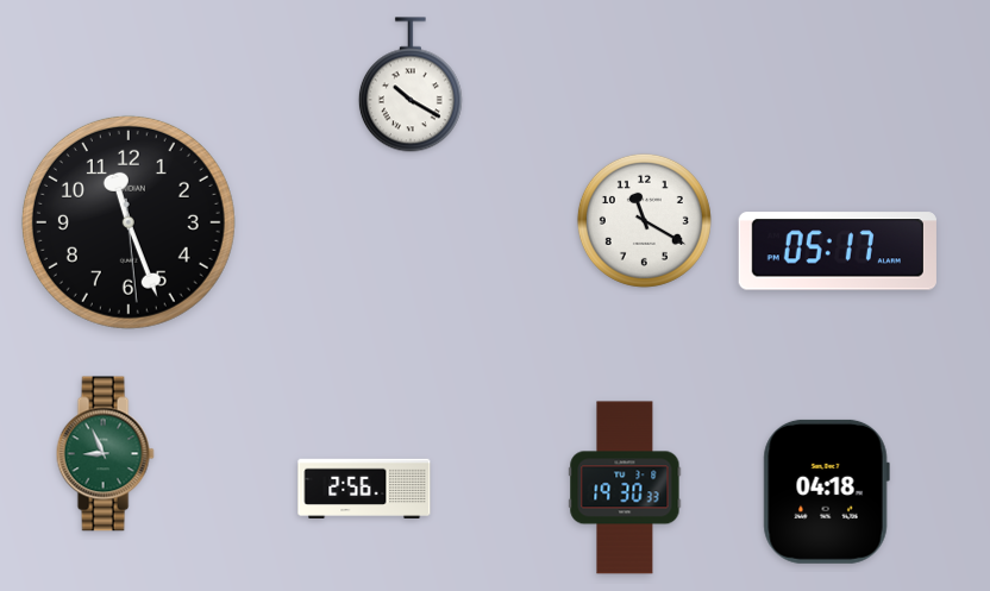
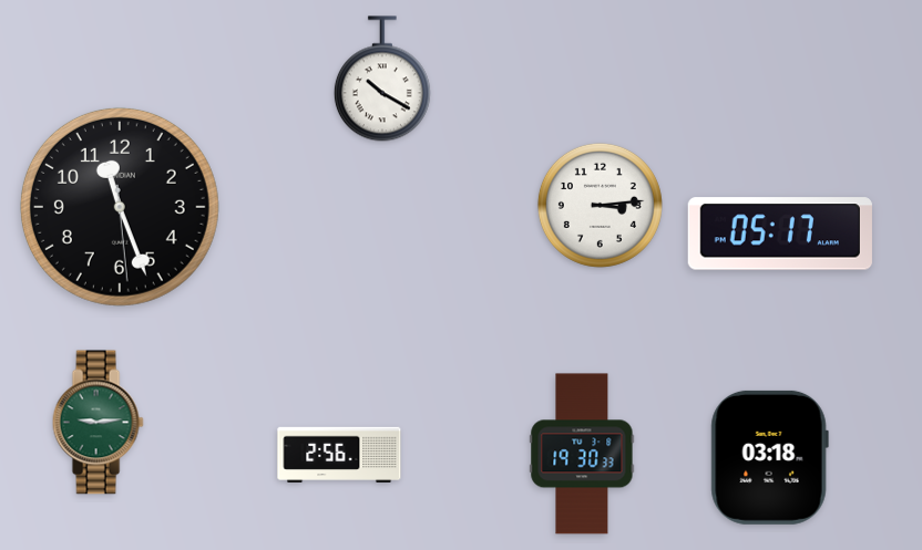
clock at (644, 220): 11:20 -> 3:14
clock at (105, 454): 8:56 -> 9:14
clock at (826, 491): 04:18 -> 03:18
